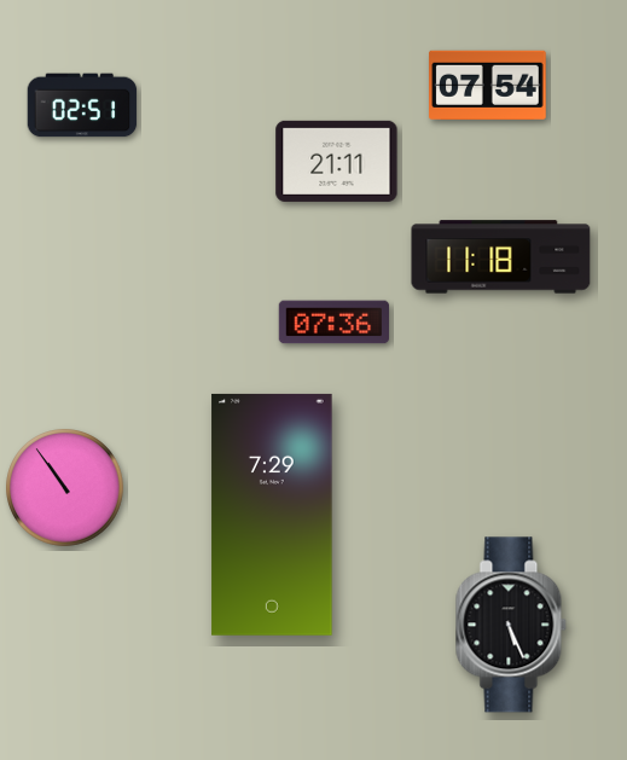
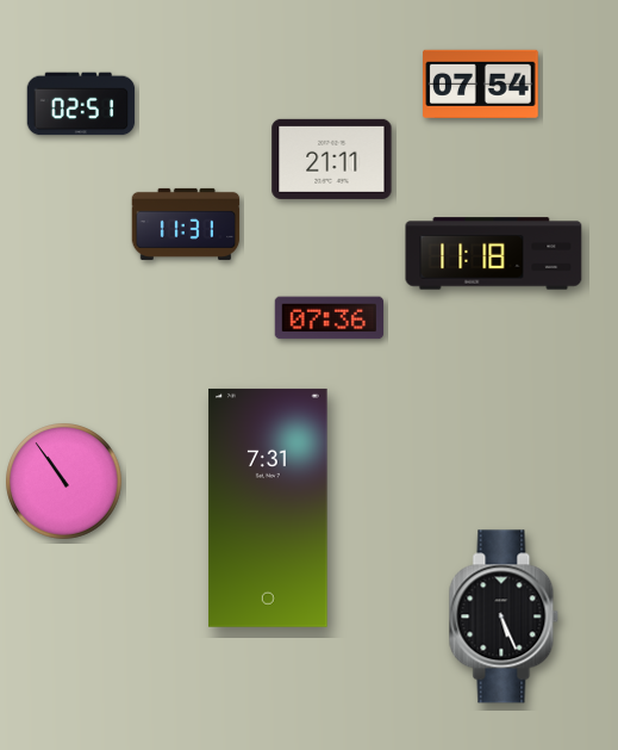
clock at (186, 224): none -> 11:31
clock at (272, 515): 7:29 -> 7:31
